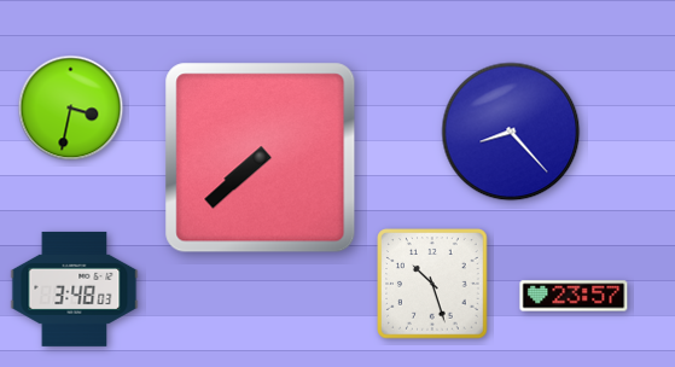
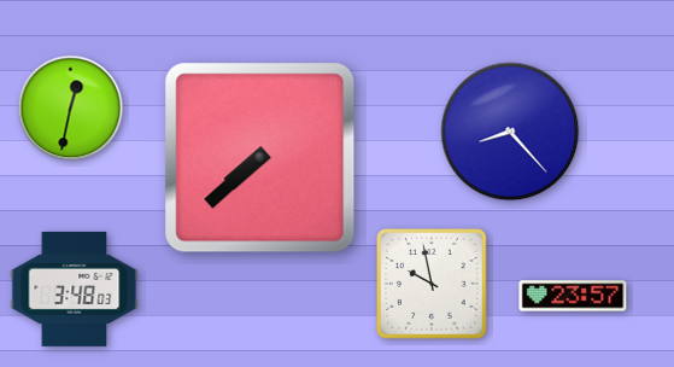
clock at (71, 109): 3:32 -> 12:32
clock at (432, 284): 10:27 -> 9:58
